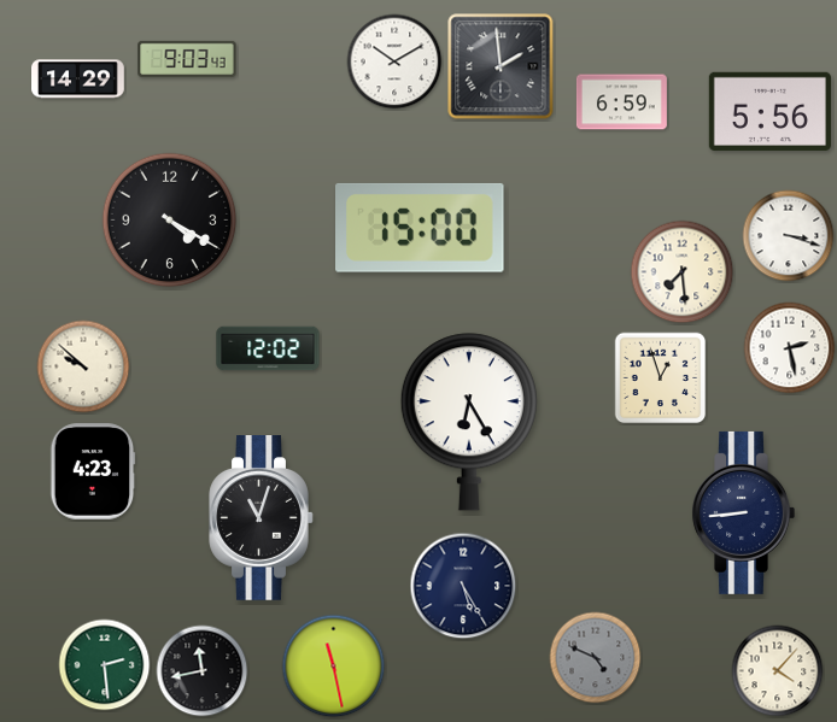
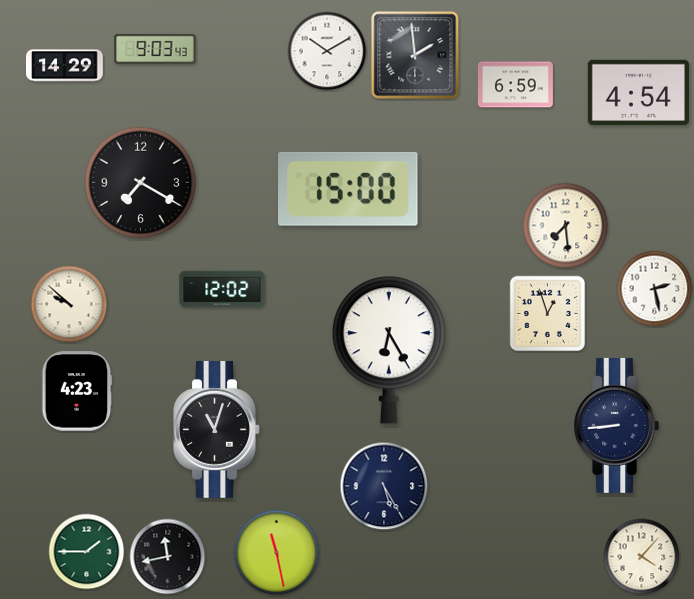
clock at (769, 111): 5:56 -> 4:54
clock at (170, 221): 4:20 -> 7:20
clock at (789, 236): 3:18 -> none
clock at (596, 658): 4:49 -> none
clock at (105, 665): 2:29 -> 1:45
clock at (778, 671) position: (778, 671) -> (642, 557)
